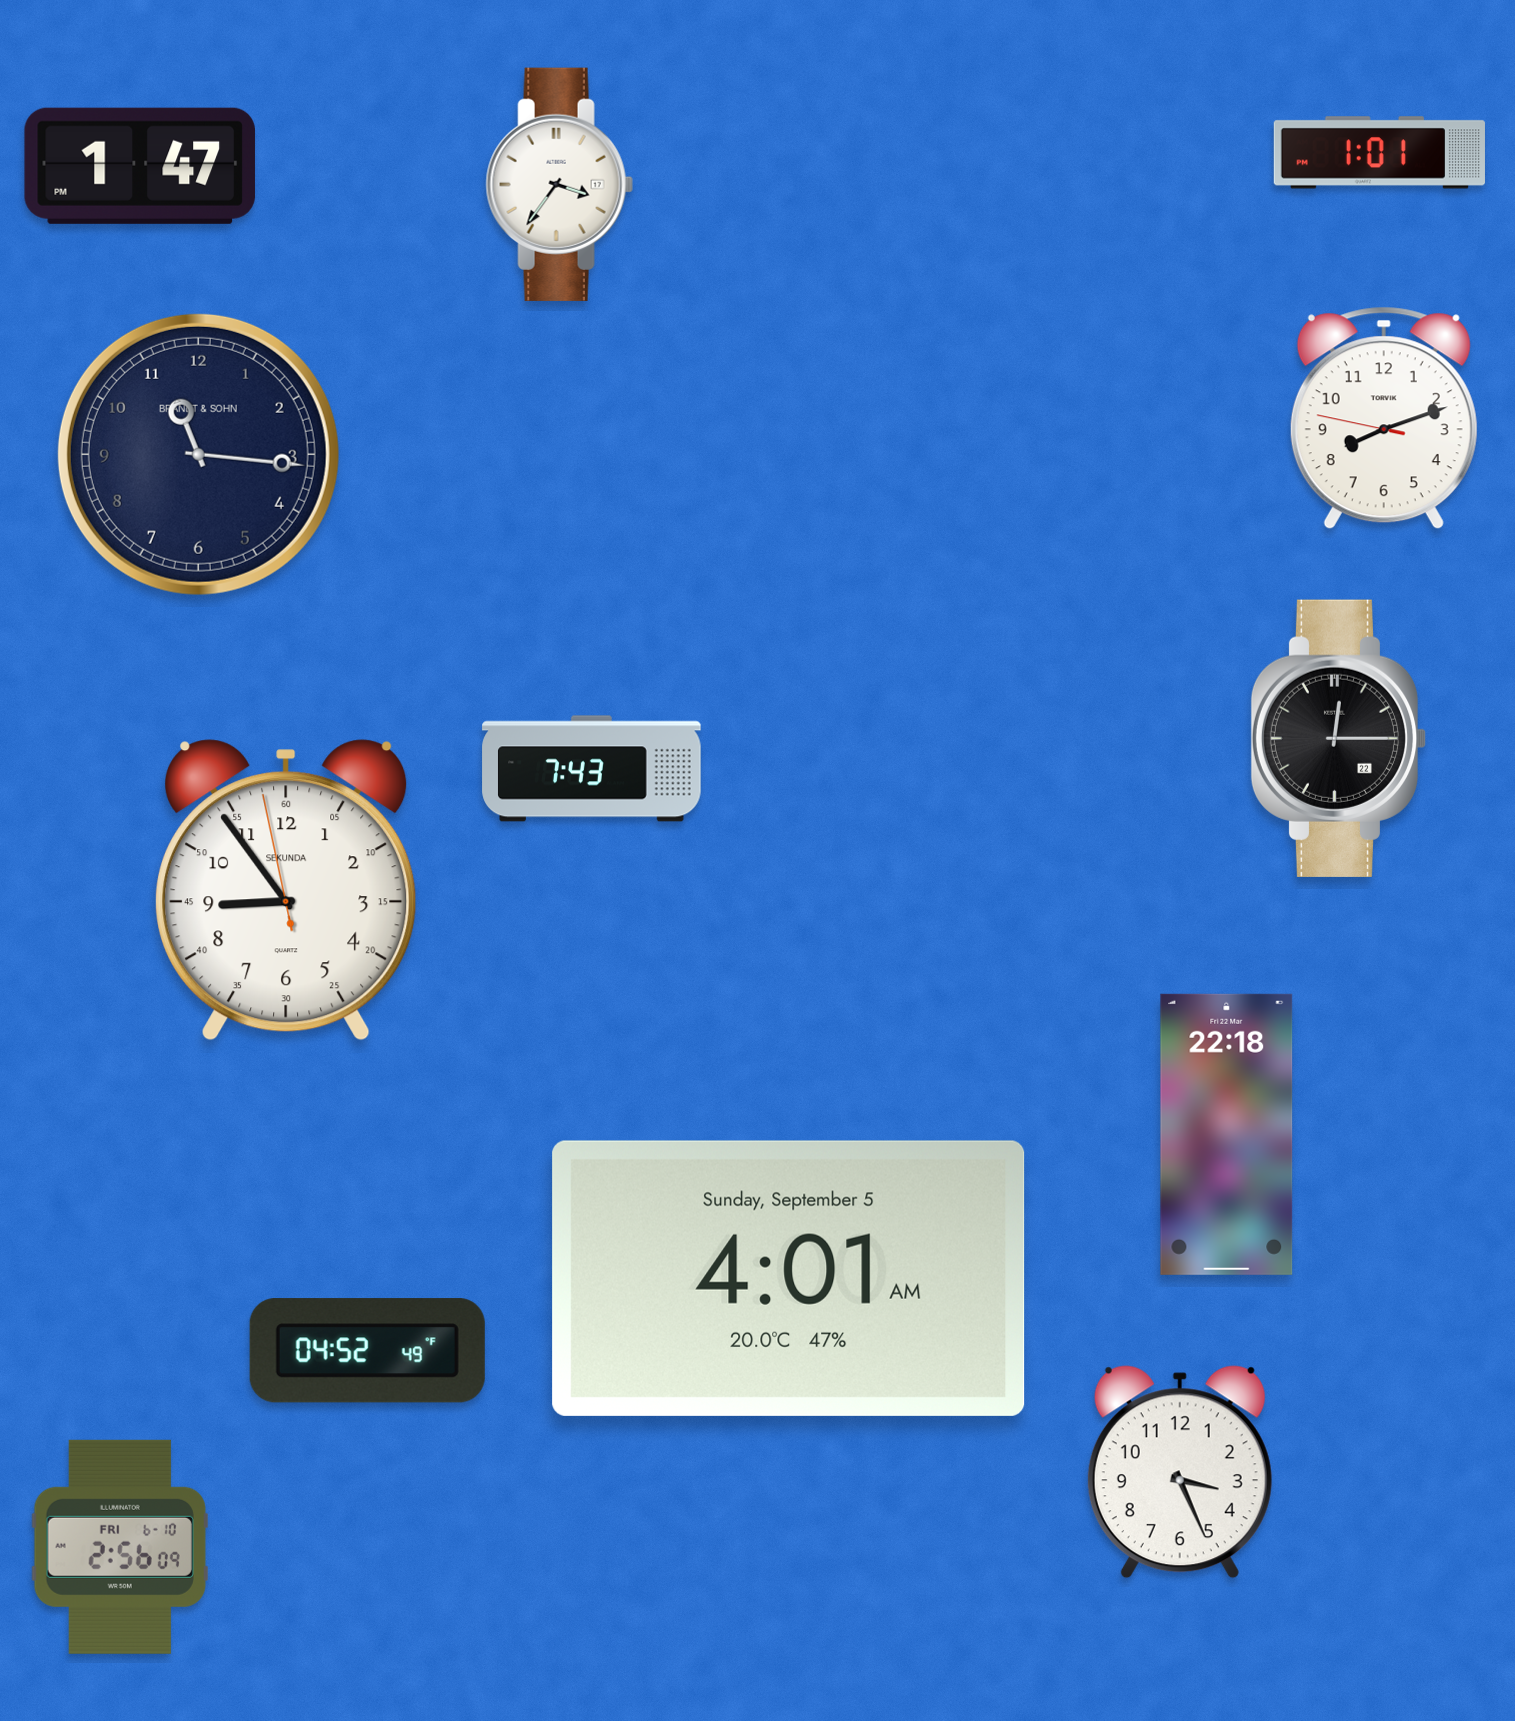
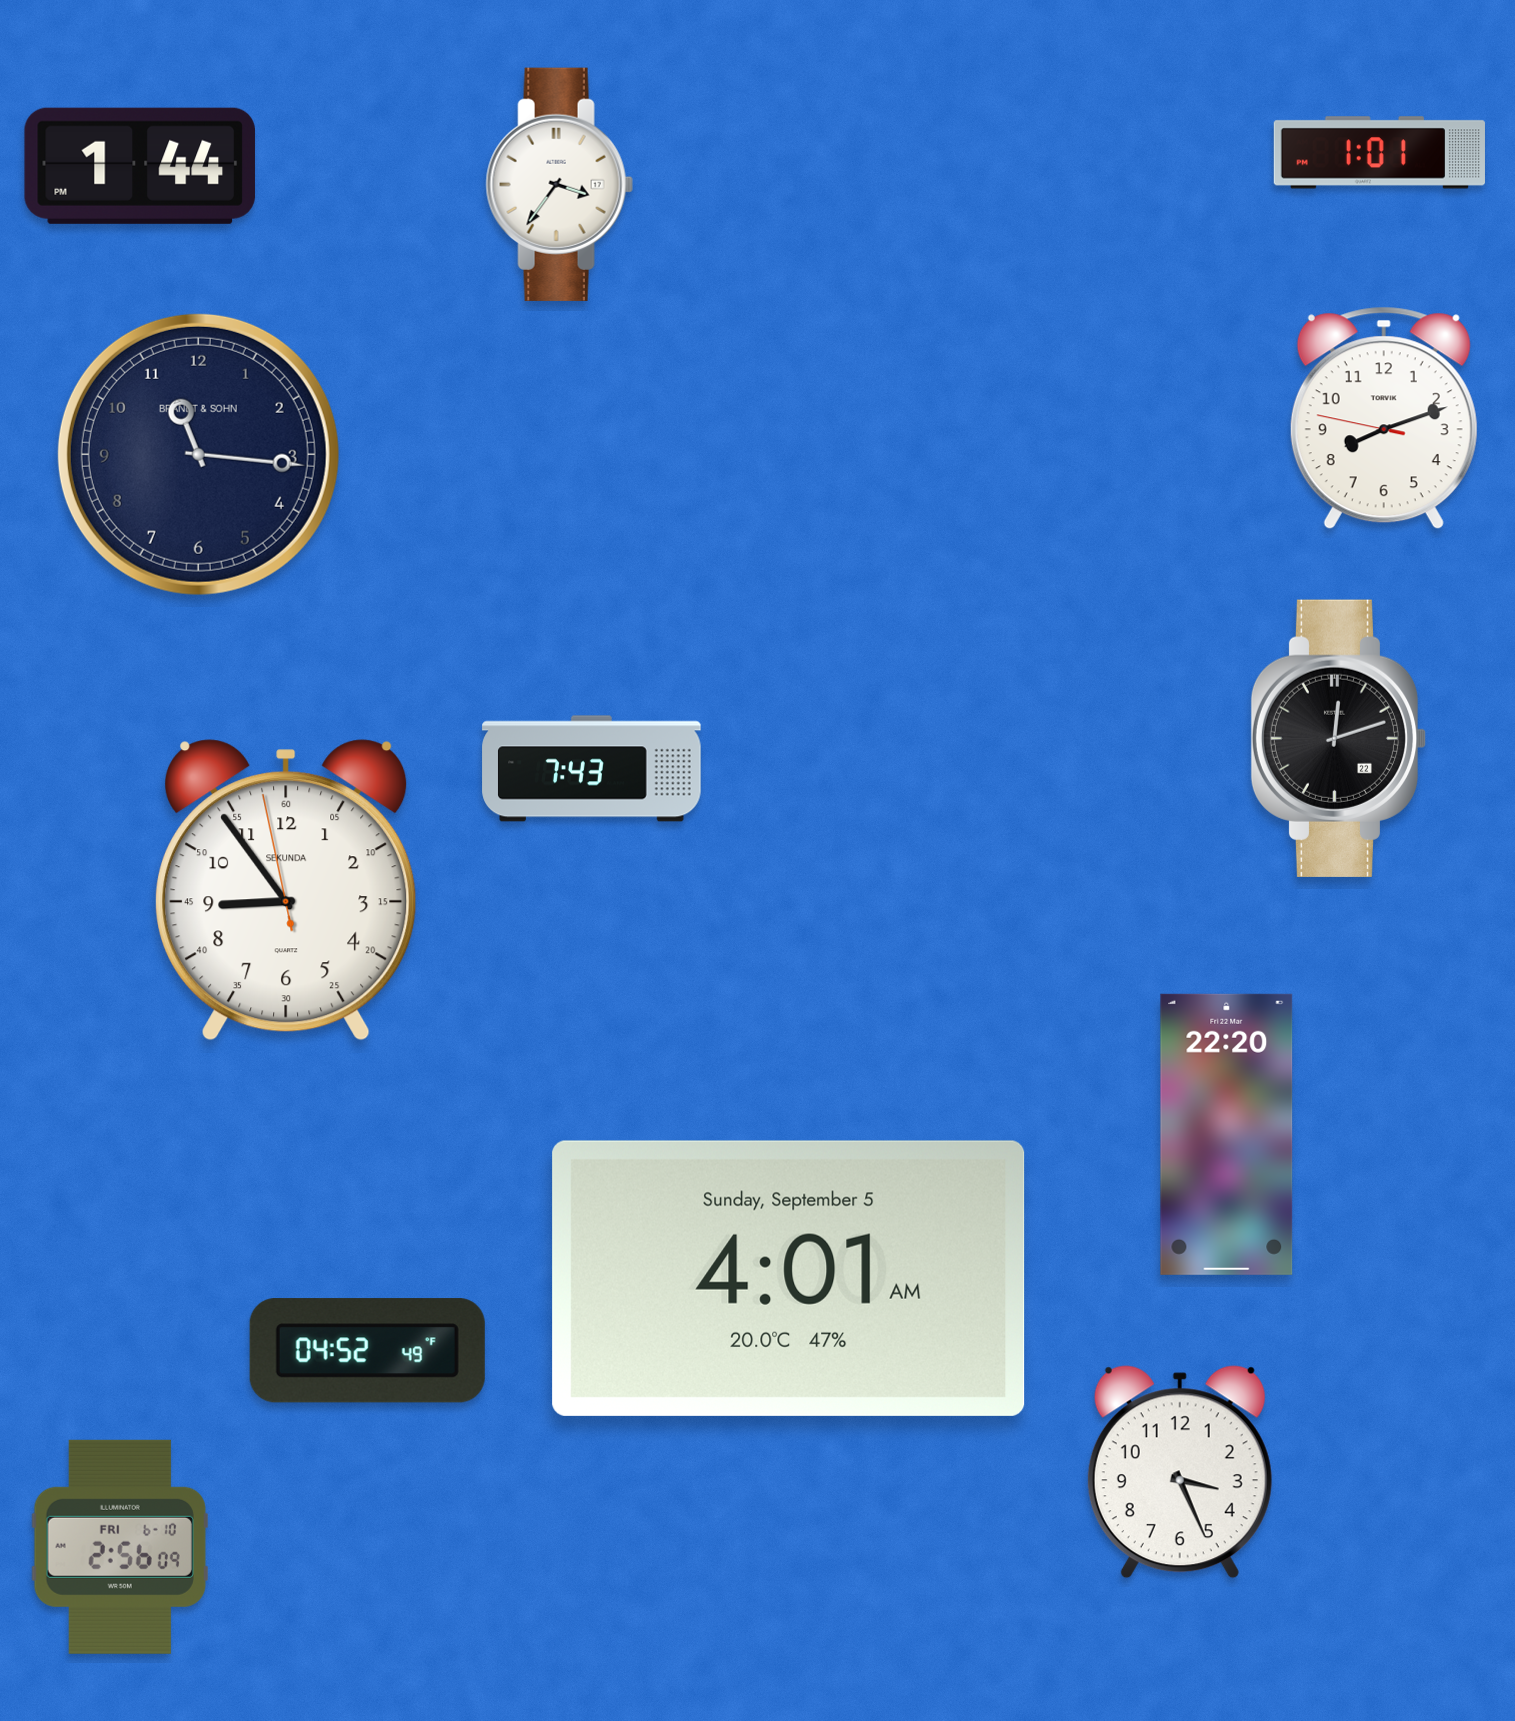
clock at (140, 166): 1:47 -> 1:44
clock at (1339, 738): 12:15 -> 12:12
clock at (1227, 1134): 22:18 -> 22:20
